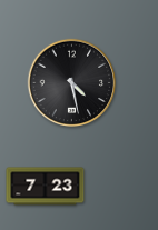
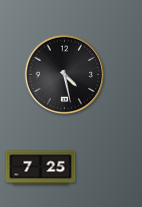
clock at (46, 187): 7:23 -> 7:25
